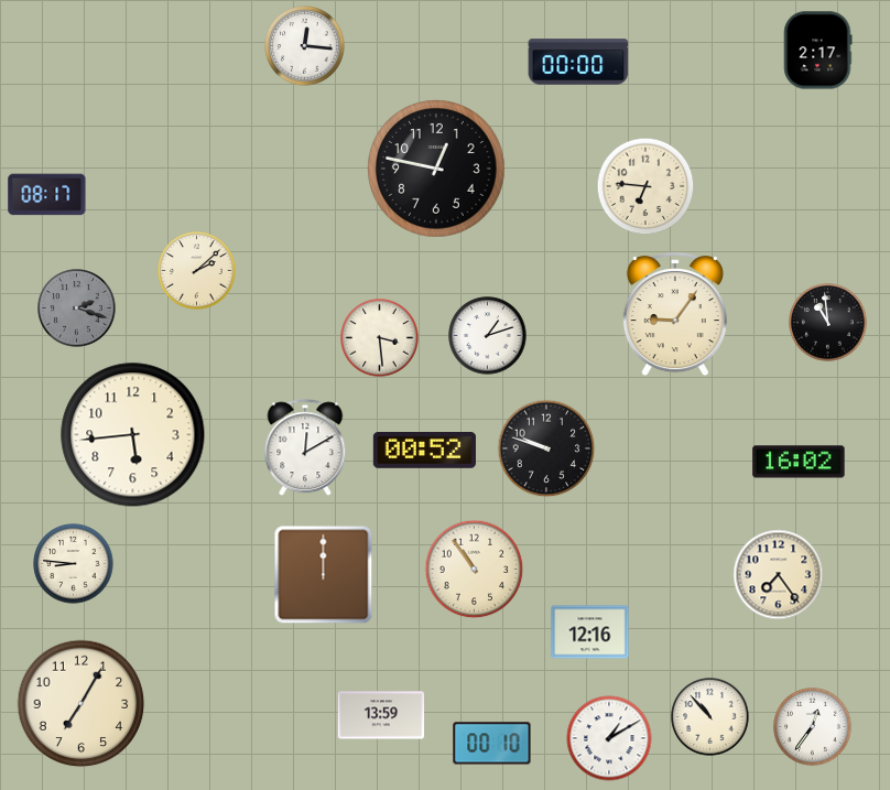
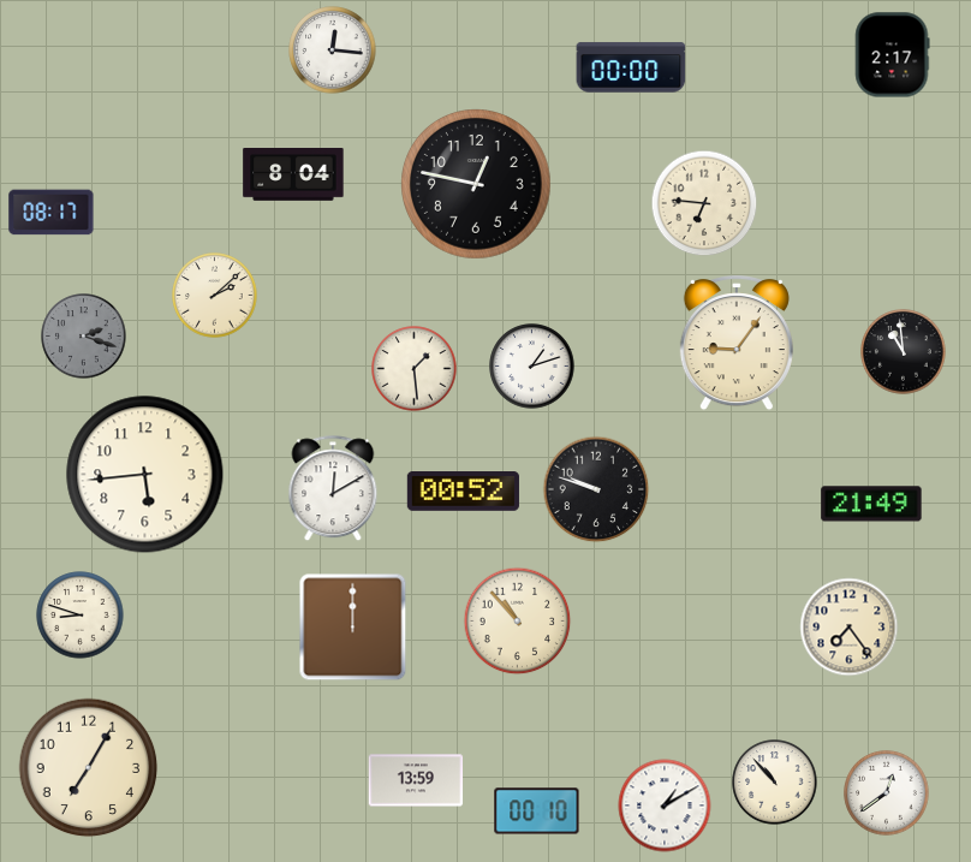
clock at (293, 176): none -> 8:04
clock at (380, 338): 3:29 -> 1:29
clock at (799, 462): 16:02 -> 21:49
clock at (74, 564): 8:46 -> 8:48
clock at (475, 570): 10:54 -> 10:53
clock at (590, 632): 12:16 -> none
clock at (813, 727): 12:36 -> 12:39
